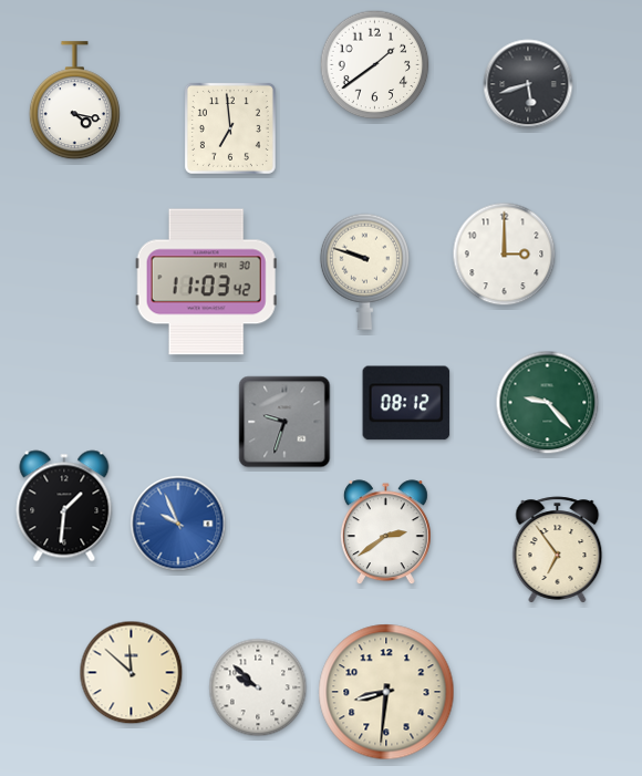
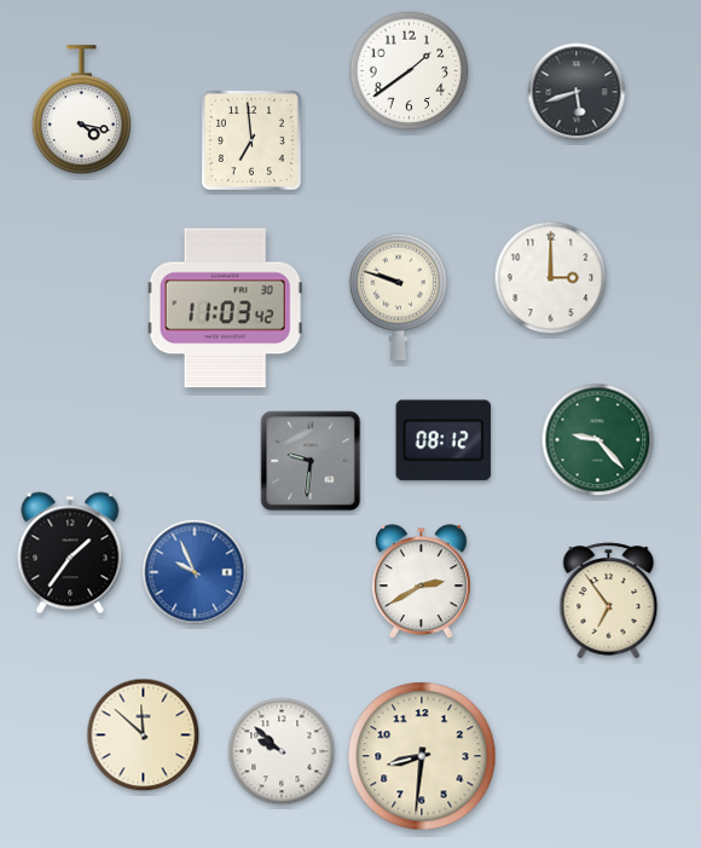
clock at (284, 422): 9:33 -> 9:31
clock at (64, 506): 1:31 -> 1:36
clock at (385, 532): 2:39 -> 2:40
